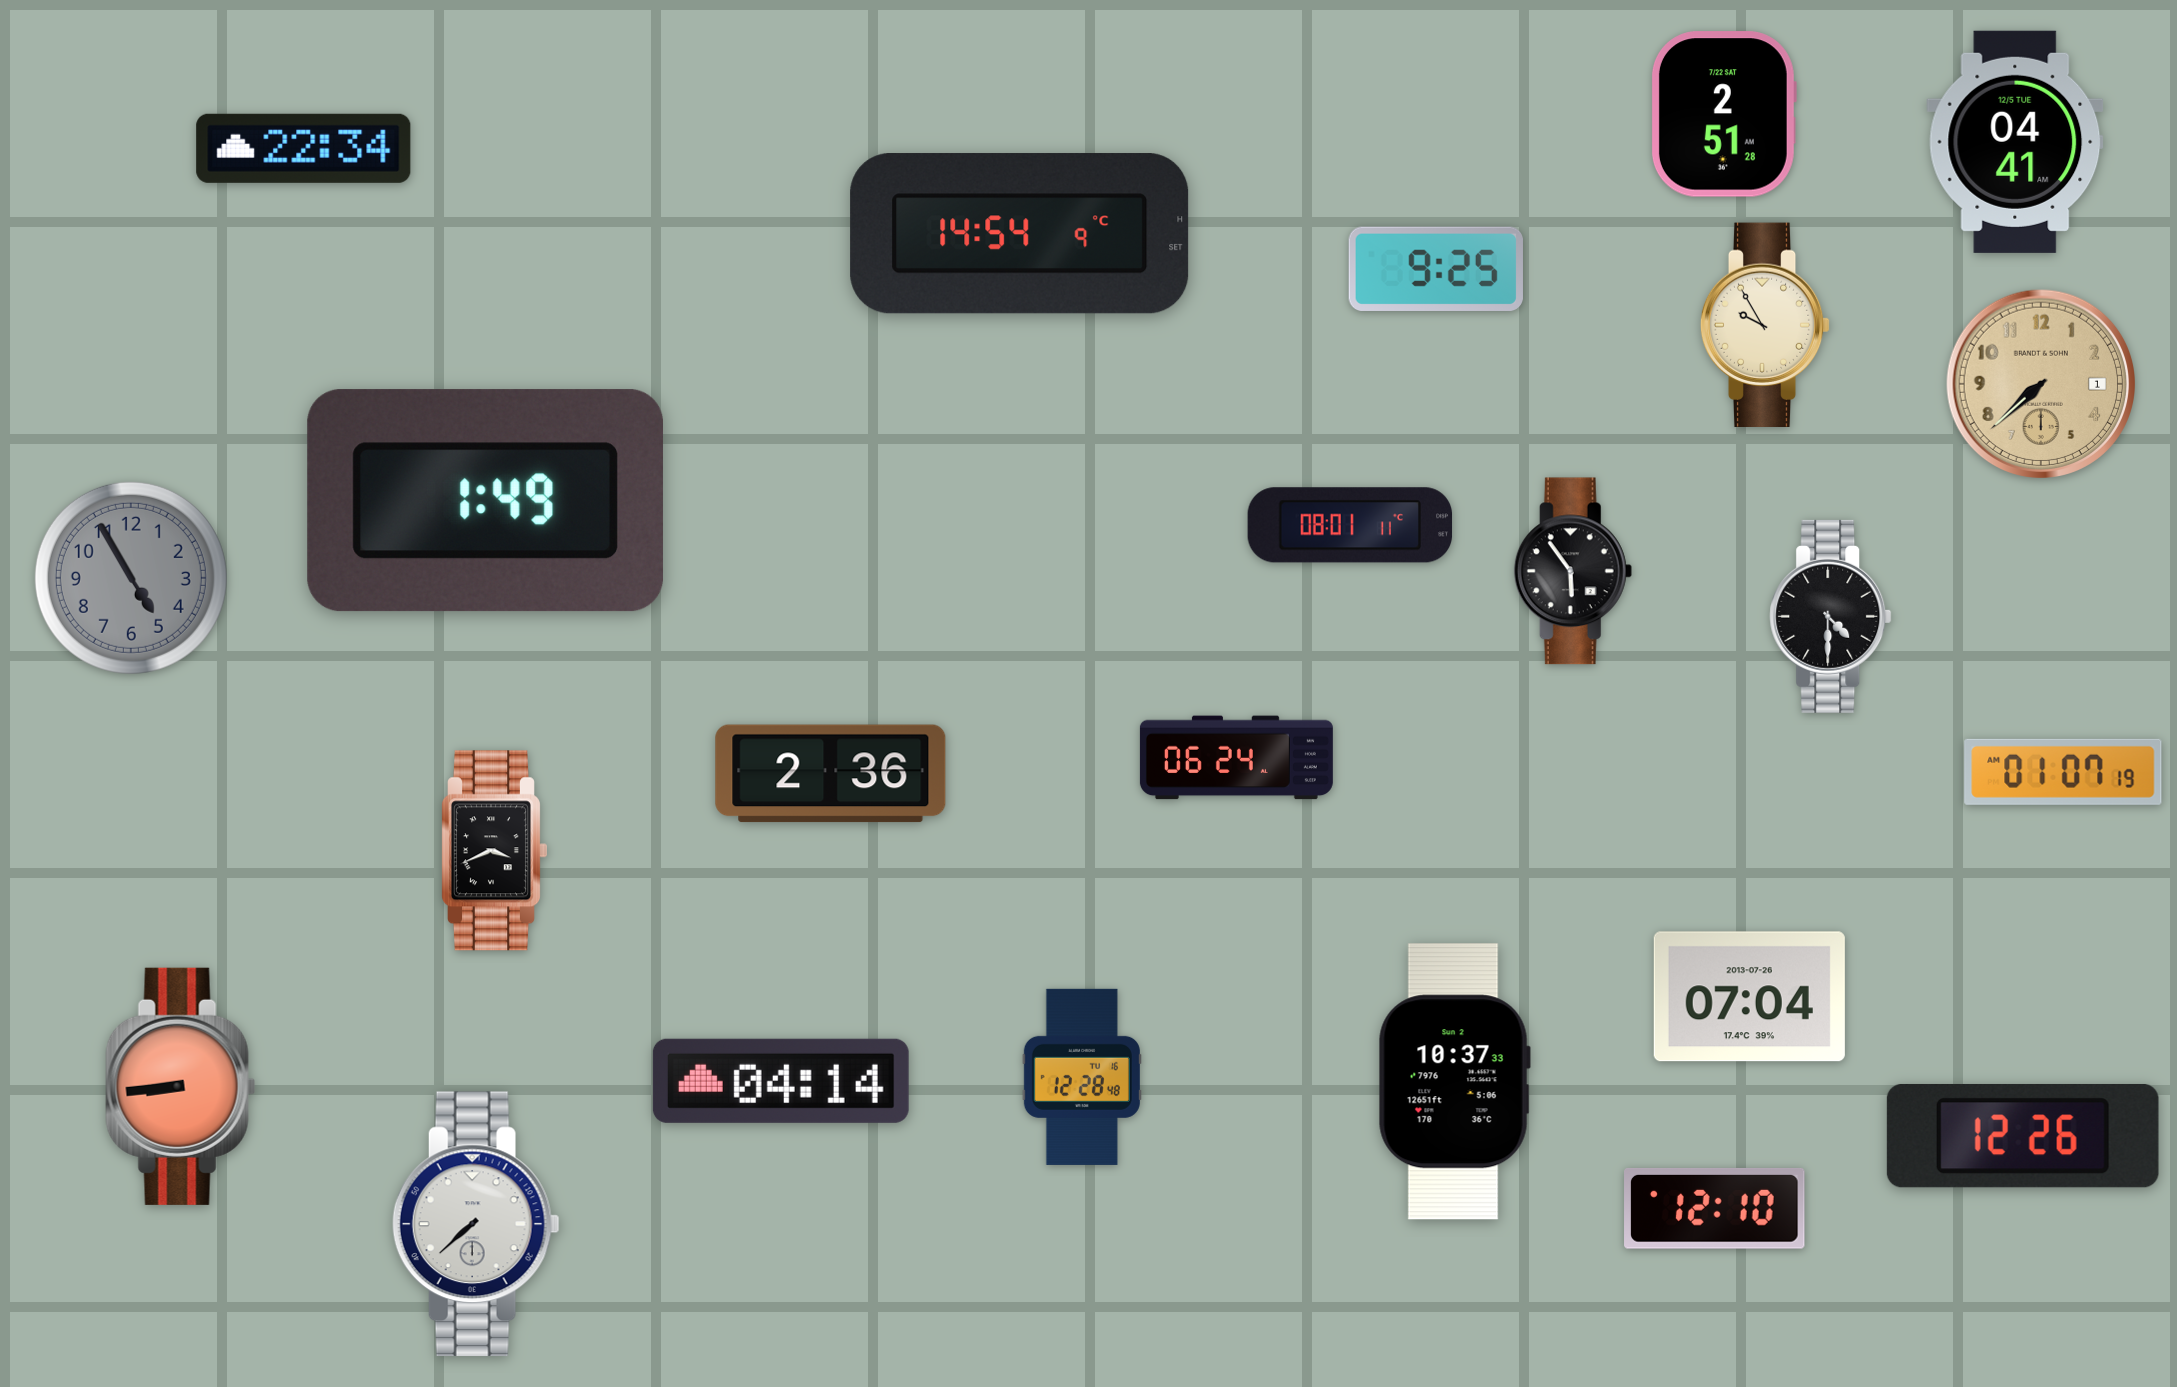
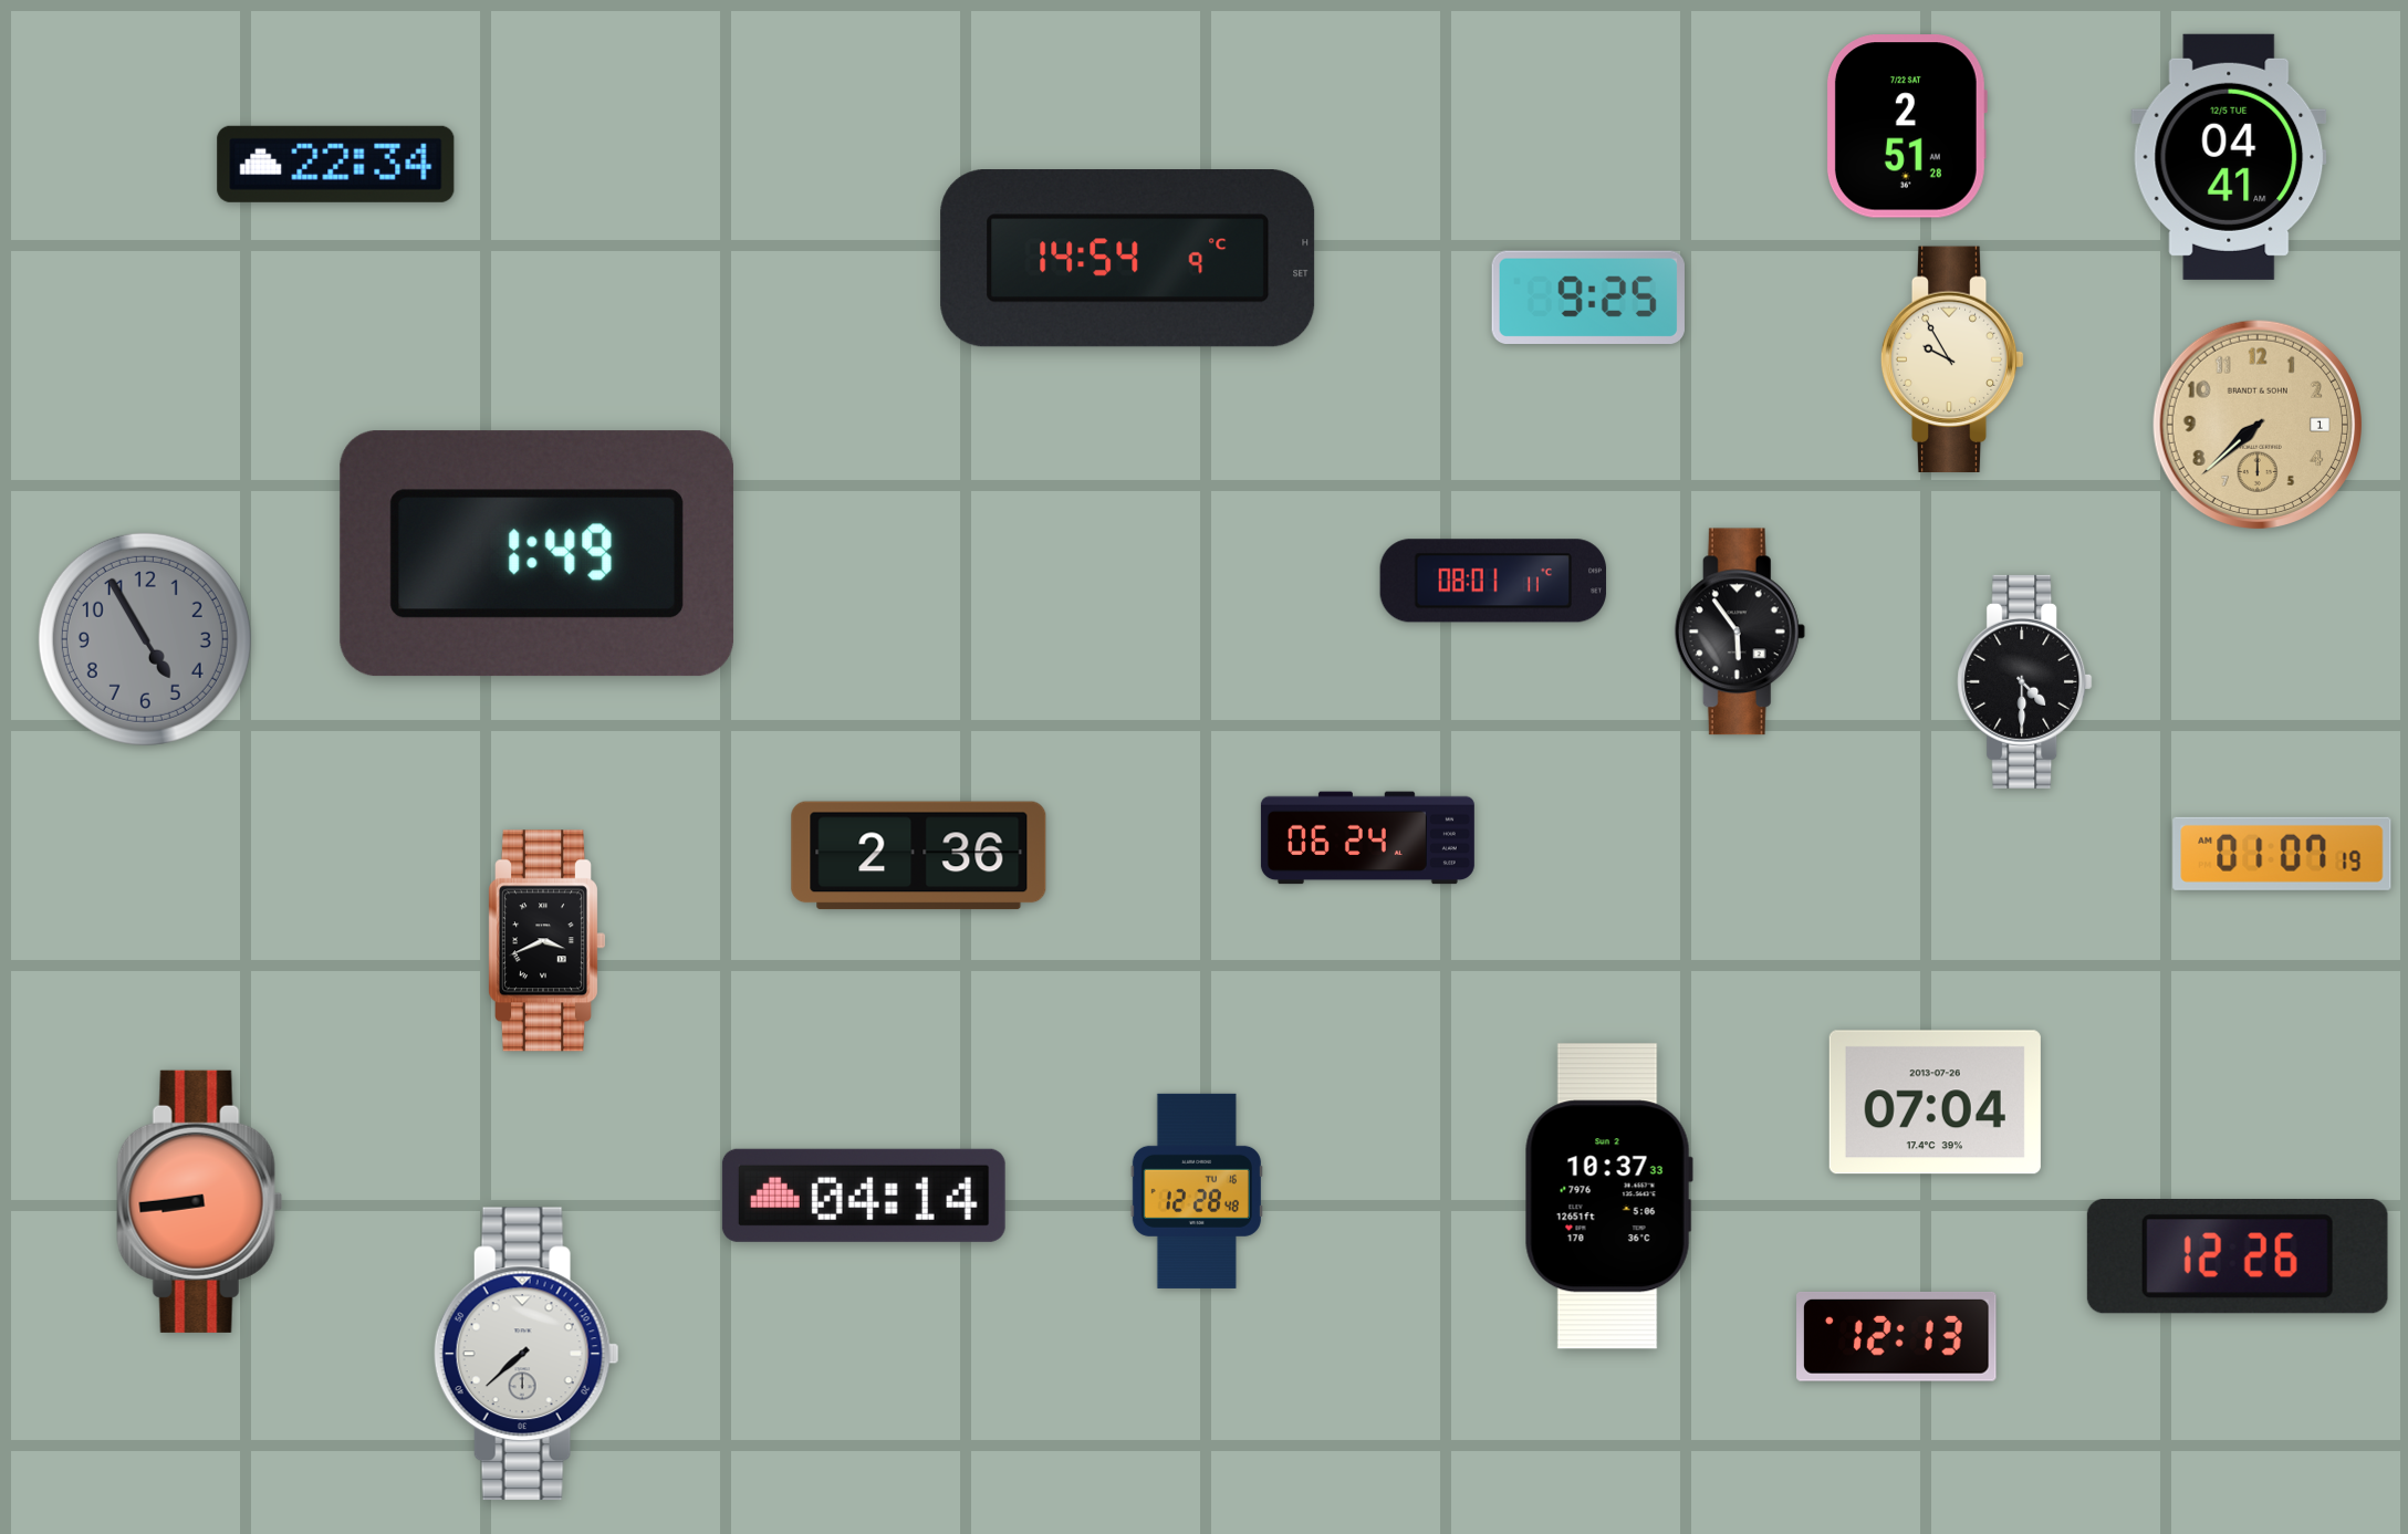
clock at (1715, 1209): 12:10 -> 12:13
